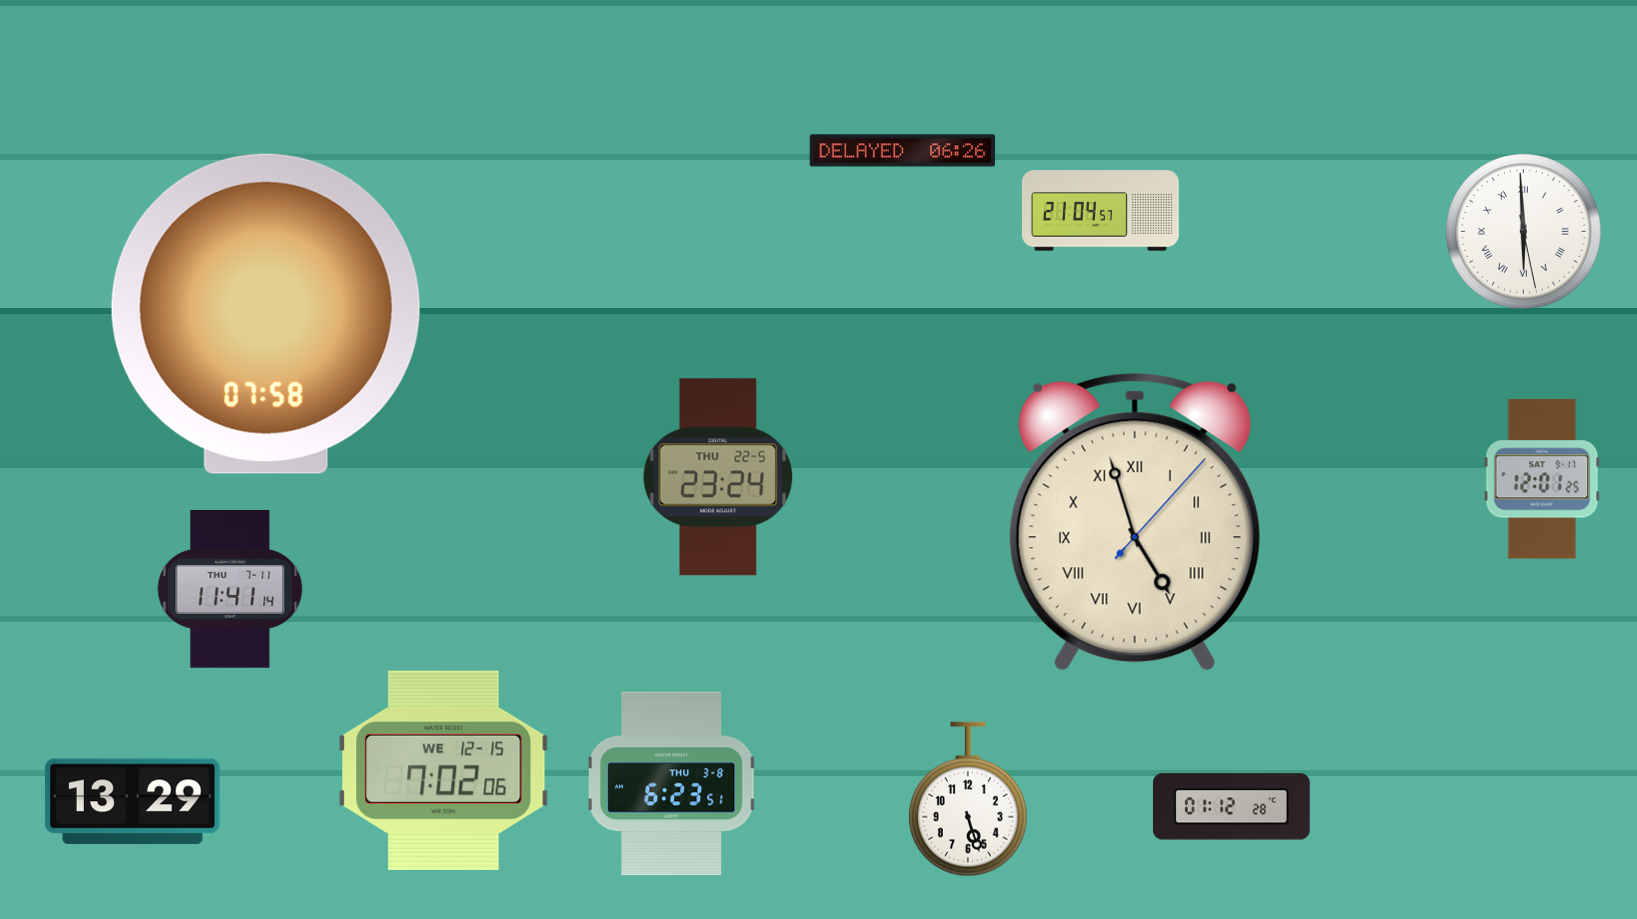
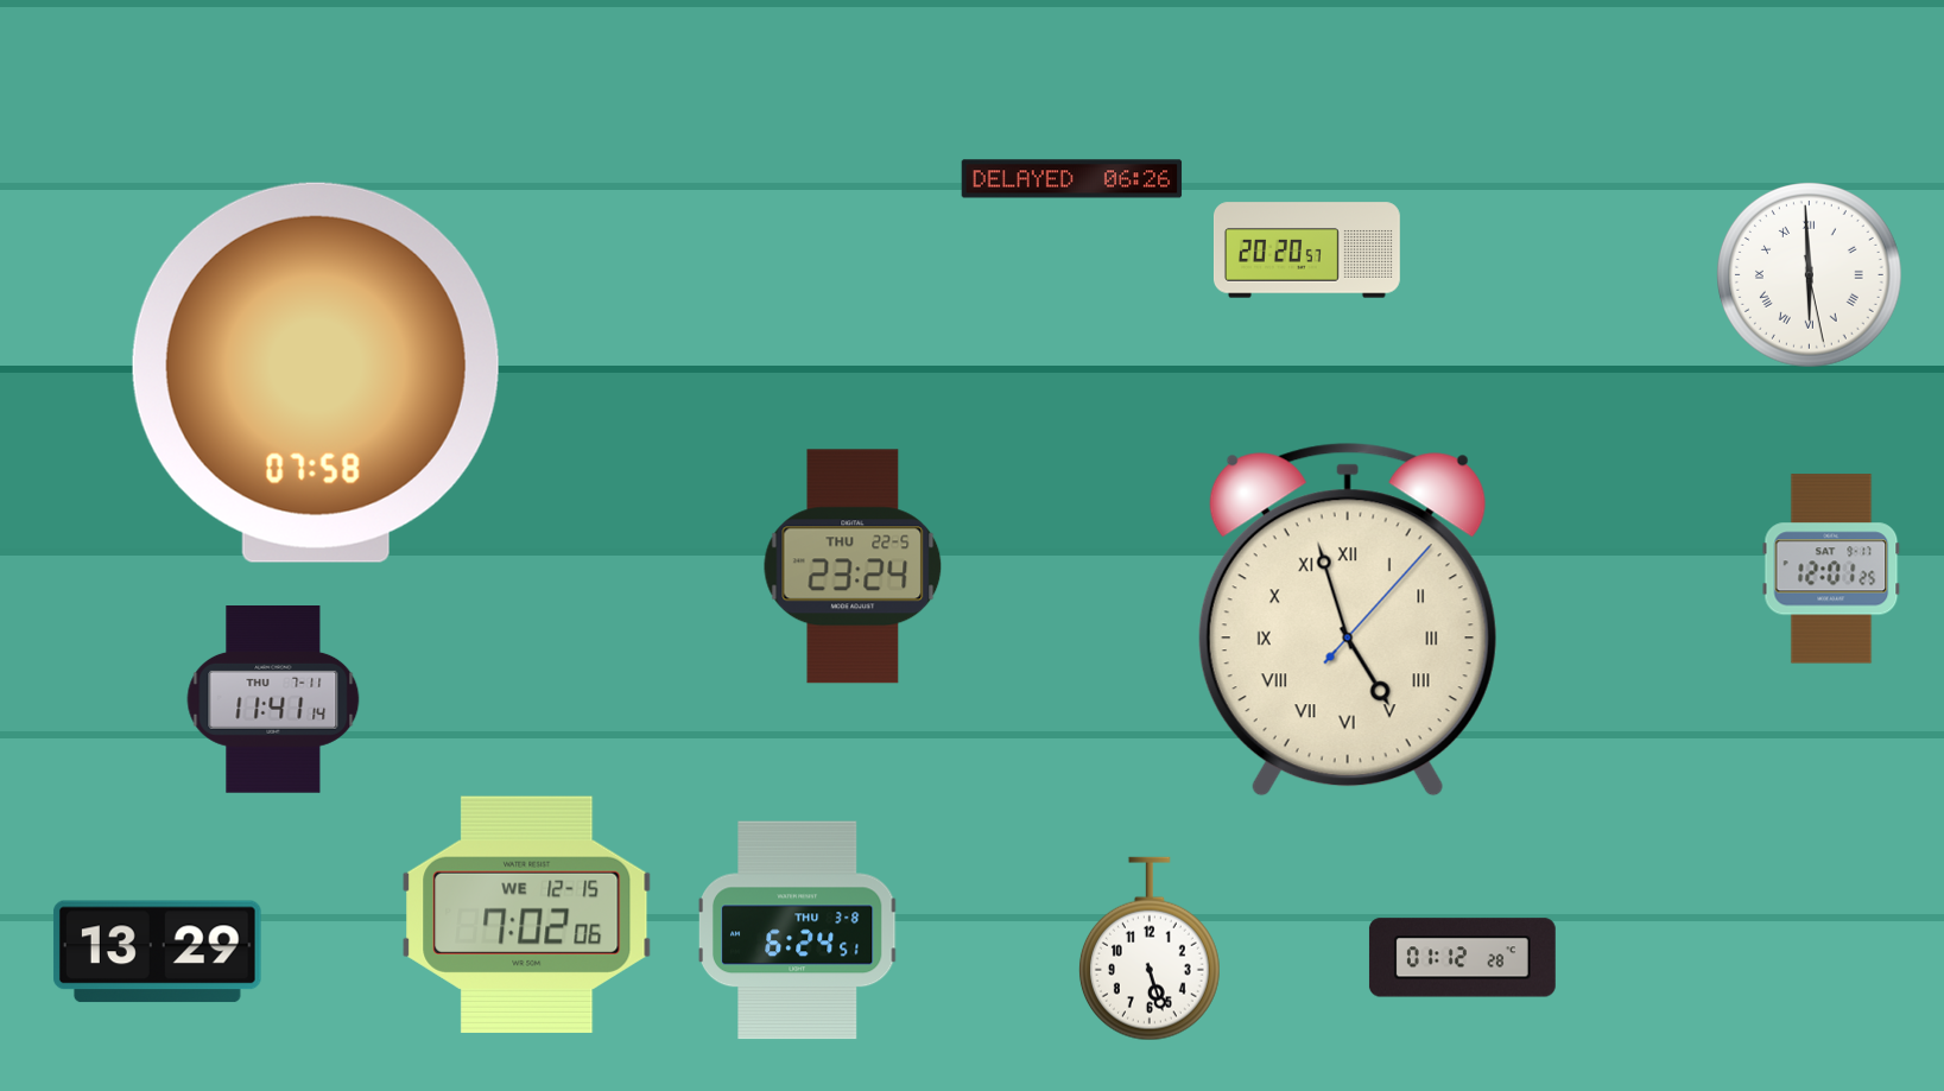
clock at (1100, 211): 21:04 -> 20:20
clock at (671, 784): 6:23 -> 6:24
